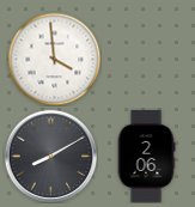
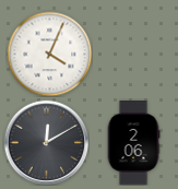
clock at (54, 59): 3:59 -> 4:04
clock at (50, 156): 8:10 -> 12:10
